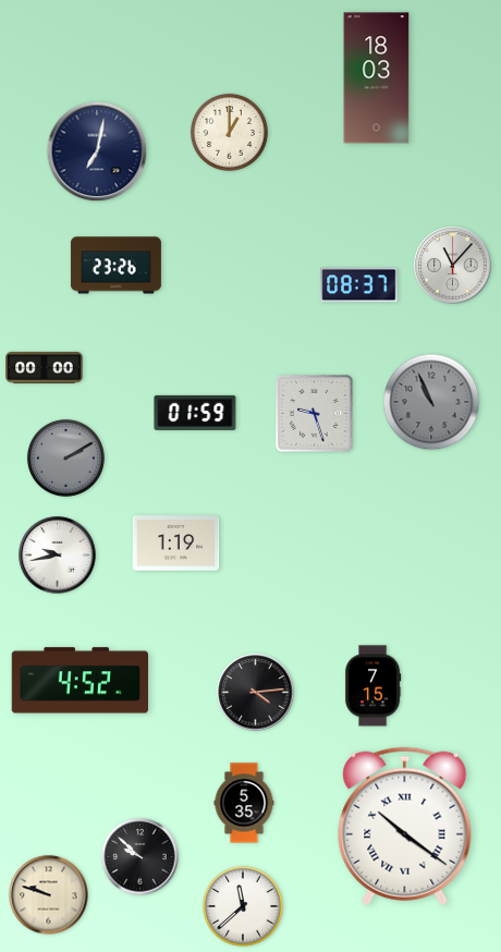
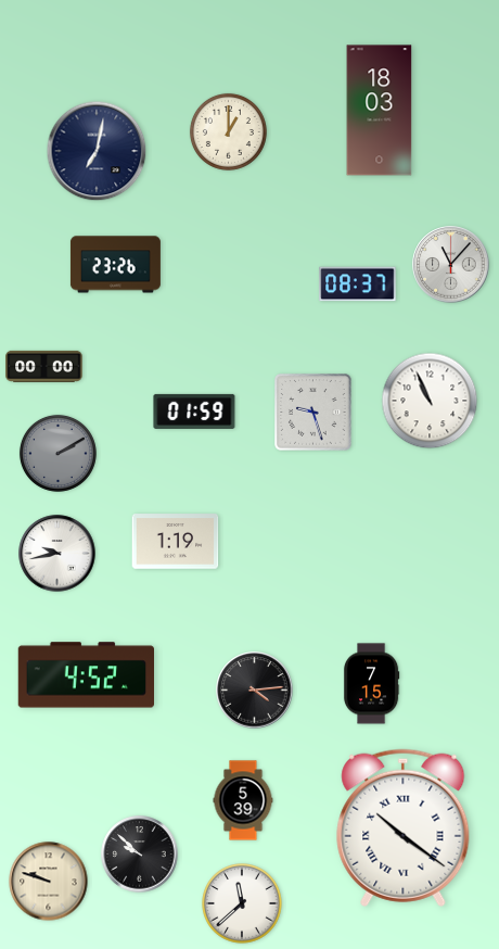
clock at (377, 78) position: (377, 78) -> (380, 111)
clock at (431, 402) dial: grey -> white
clock at (65, 457) position: (65, 457) -> (57, 453)
clock at (80, 681) position: (80, 681) -> (86, 675)
clock at (244, 803): 5:35 -> 5:39
clock at (405, 826) position: (405, 826) -> (404, 827)
clock at (49, 895) position: (49, 895) -> (49, 882)
